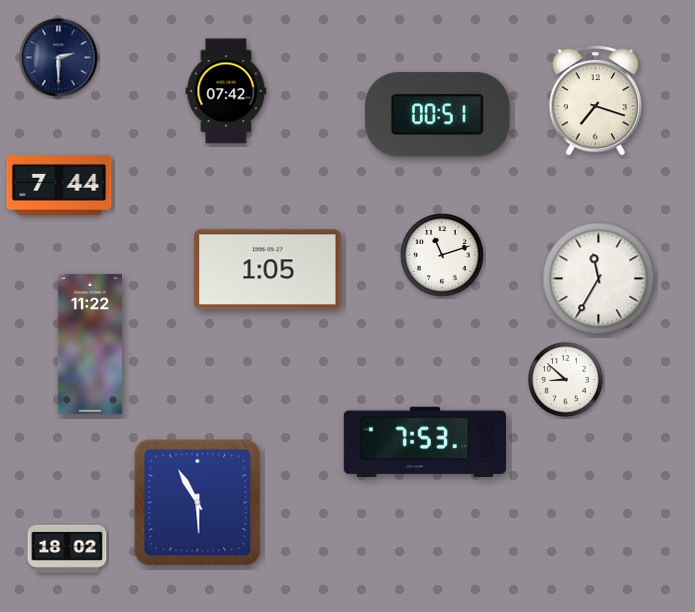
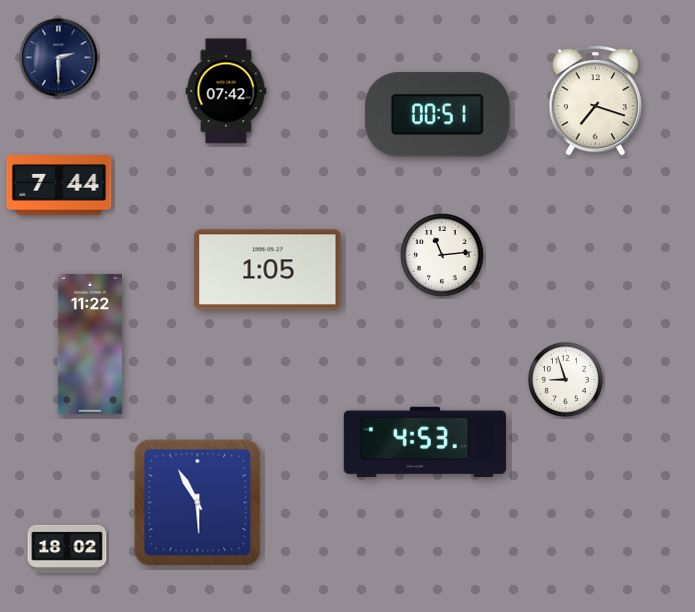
clock at (442, 255): 11:12 -> 11:14
clock at (599, 279): 11:35 -> none
clock at (566, 380): 8:52 -> 8:57
clock at (424, 441): 7:53 -> 4:53
